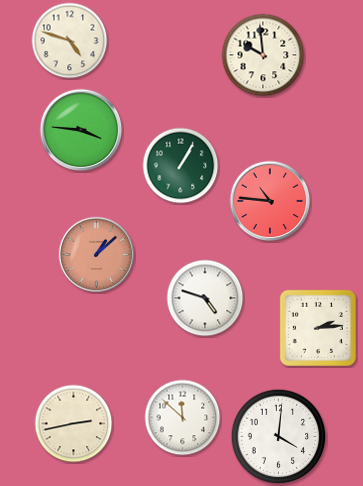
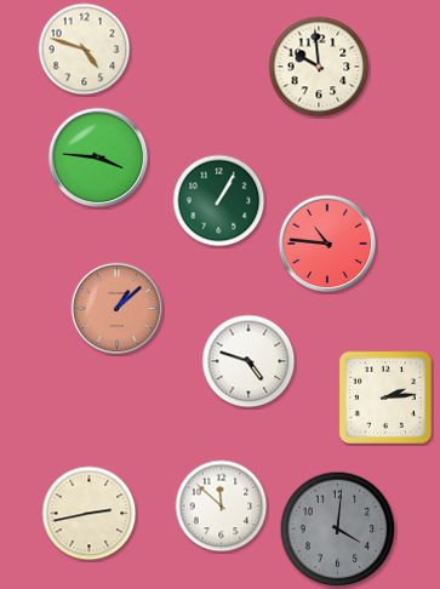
clock at (279, 437) dial: white -> grey
